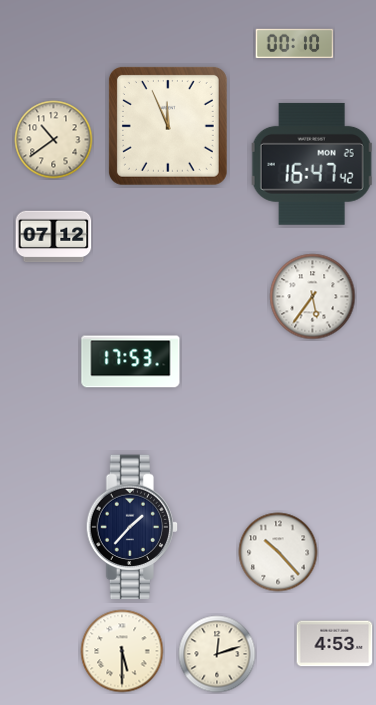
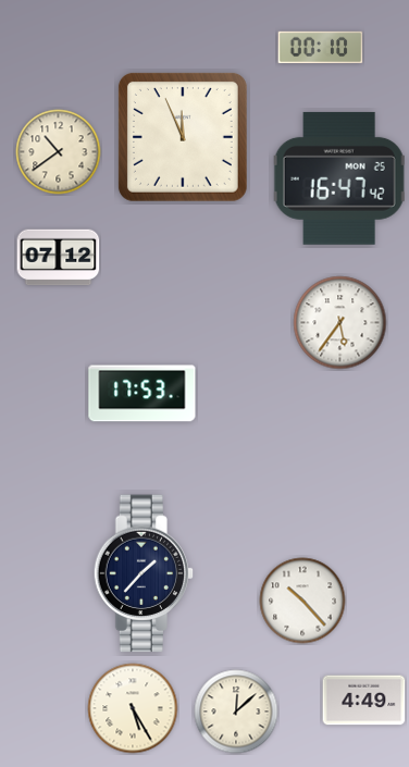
clock at (335, 644): 4:53 -> 4:49
clock at (122, 651): 5:30 -> 5:25
clock at (217, 654): 12:12 -> 12:08
